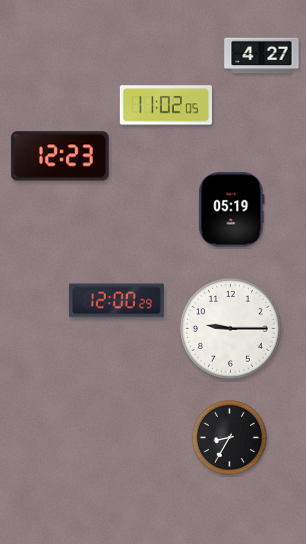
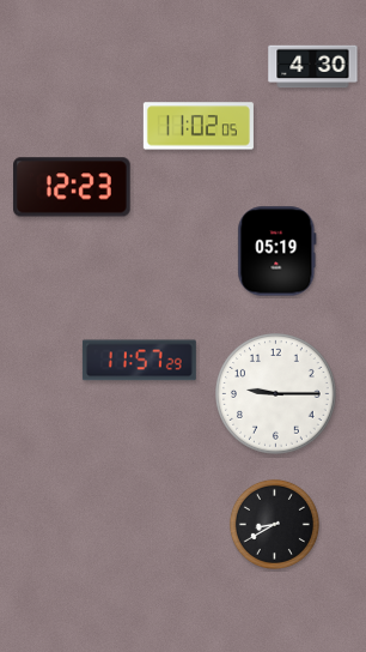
clock at (262, 56): 4:27 -> 4:30
clock at (116, 301): 12:00 -> 11:57
clock at (229, 437): 8:35 -> 8:40
